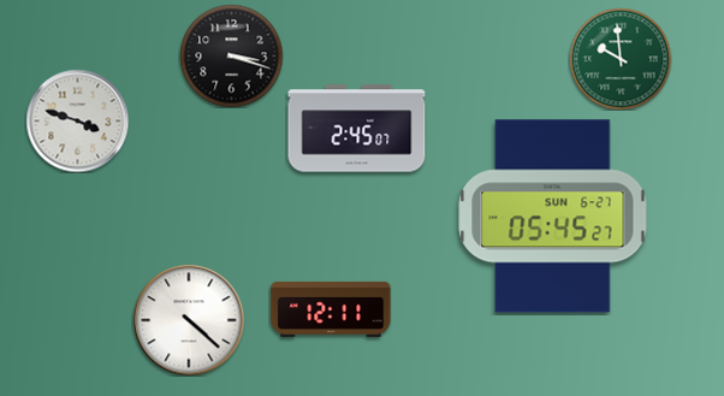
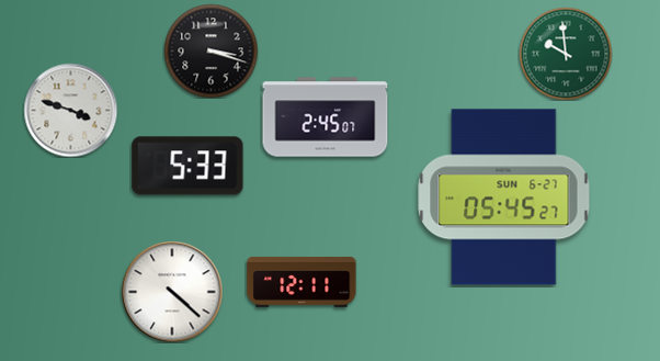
clock at (187, 166): none -> 5:33
